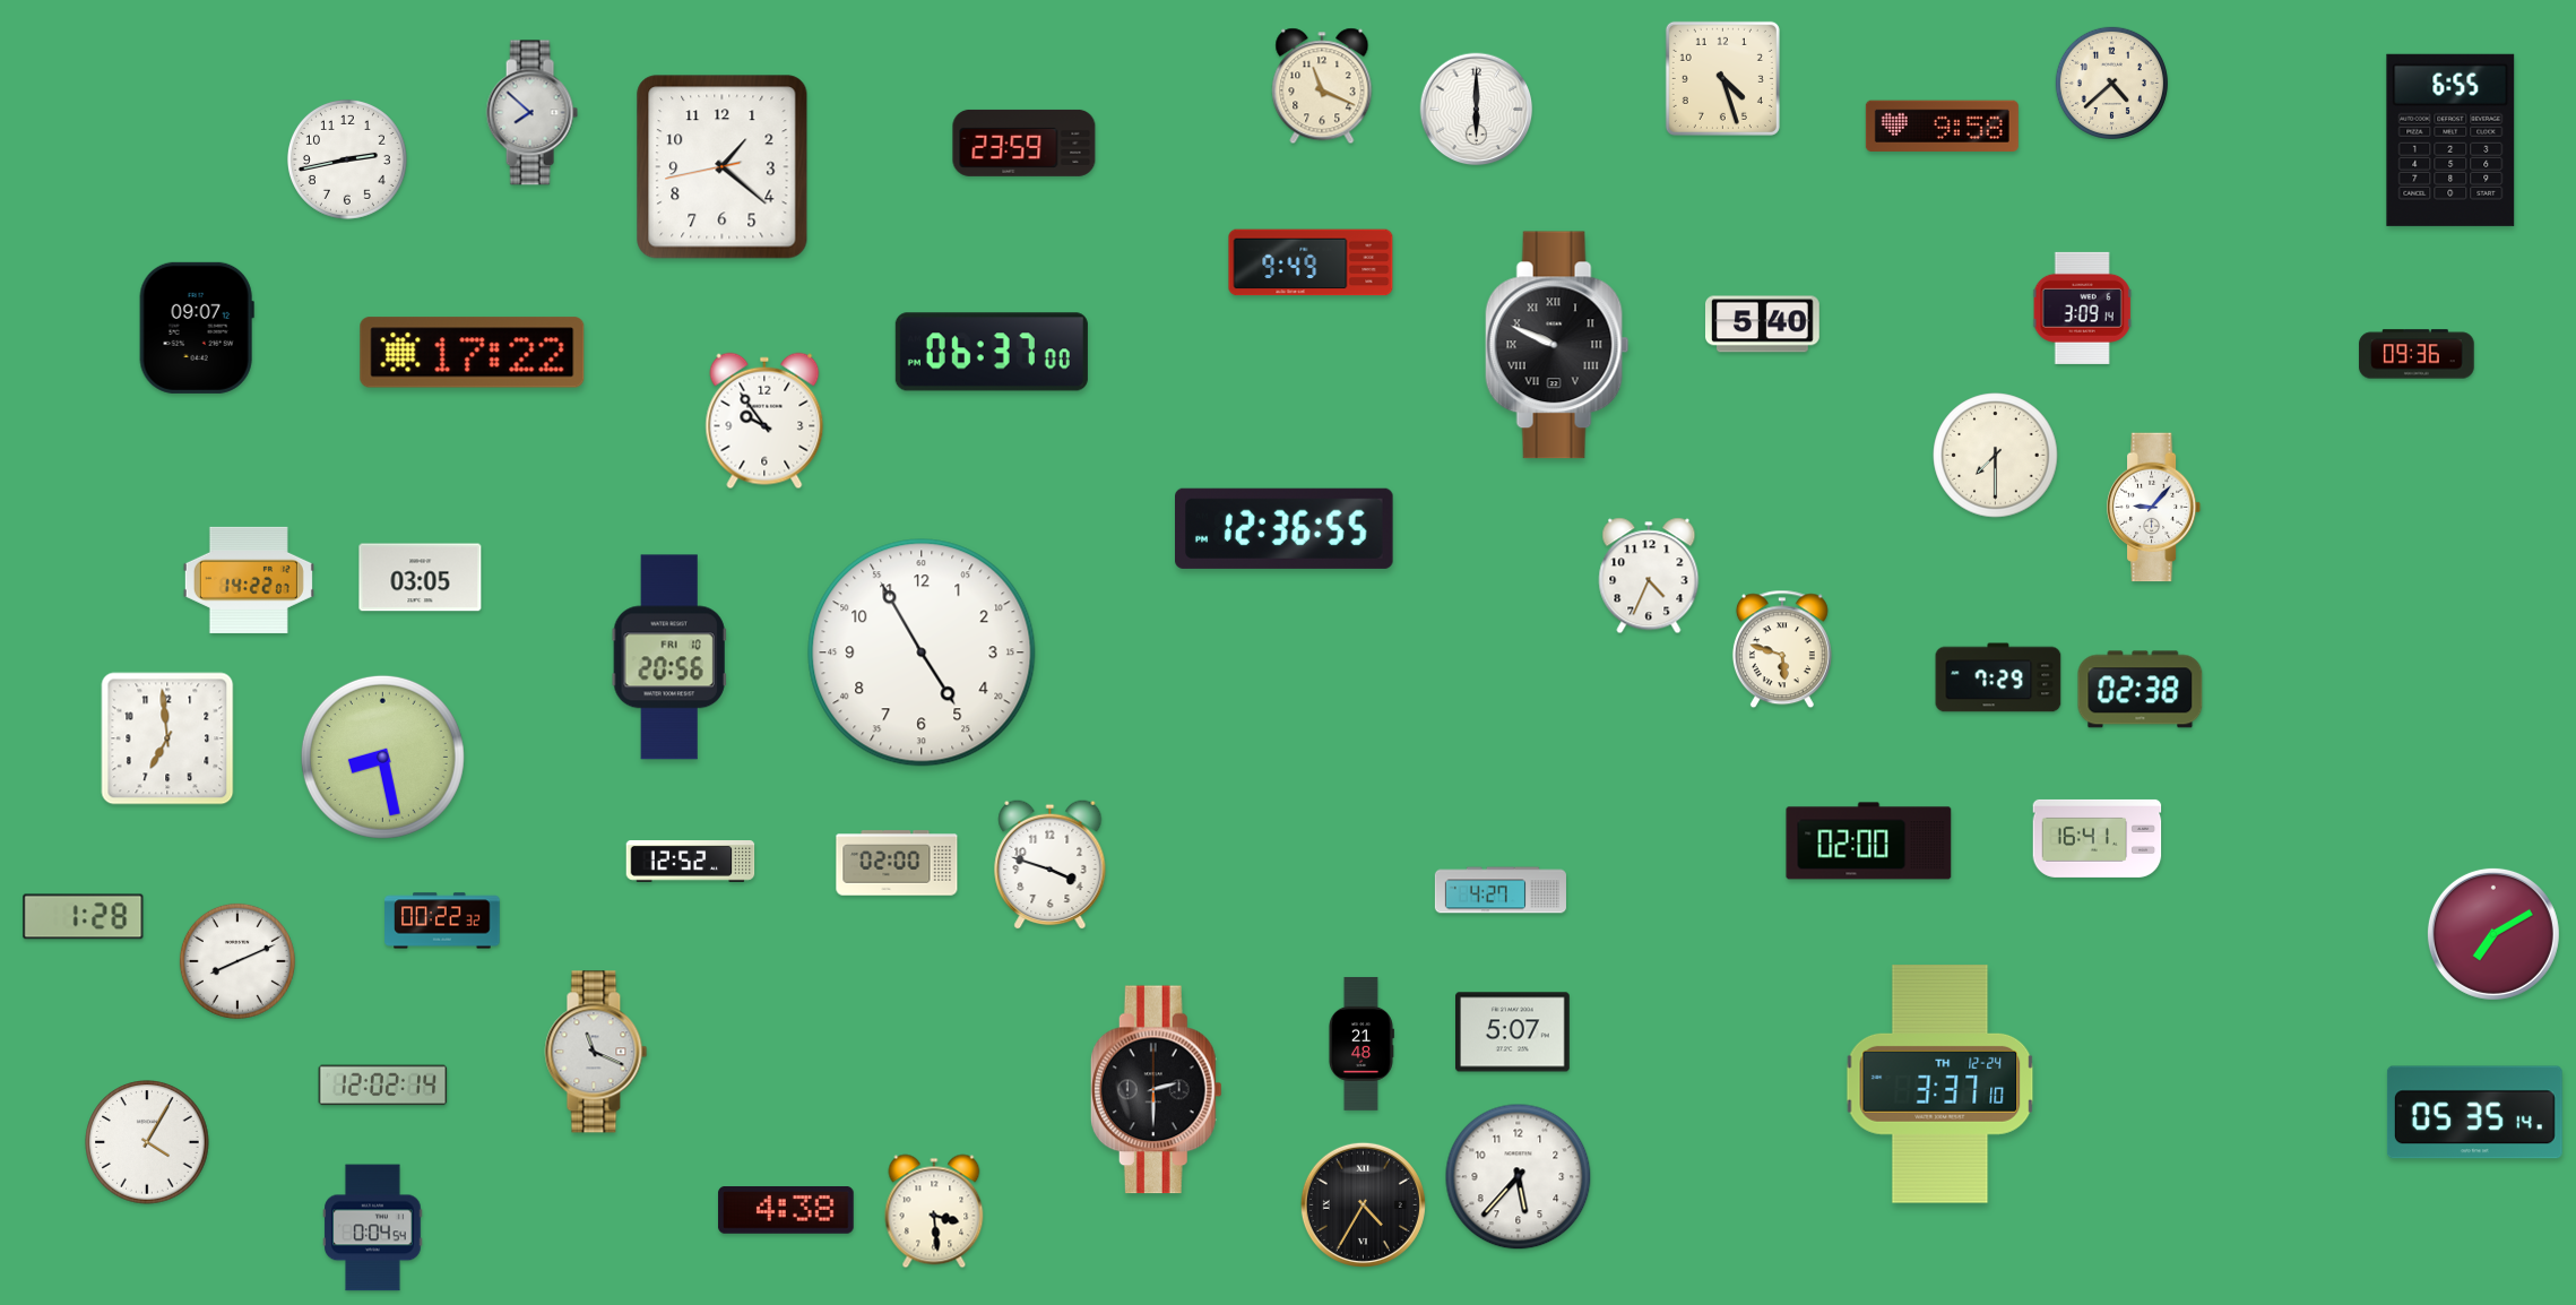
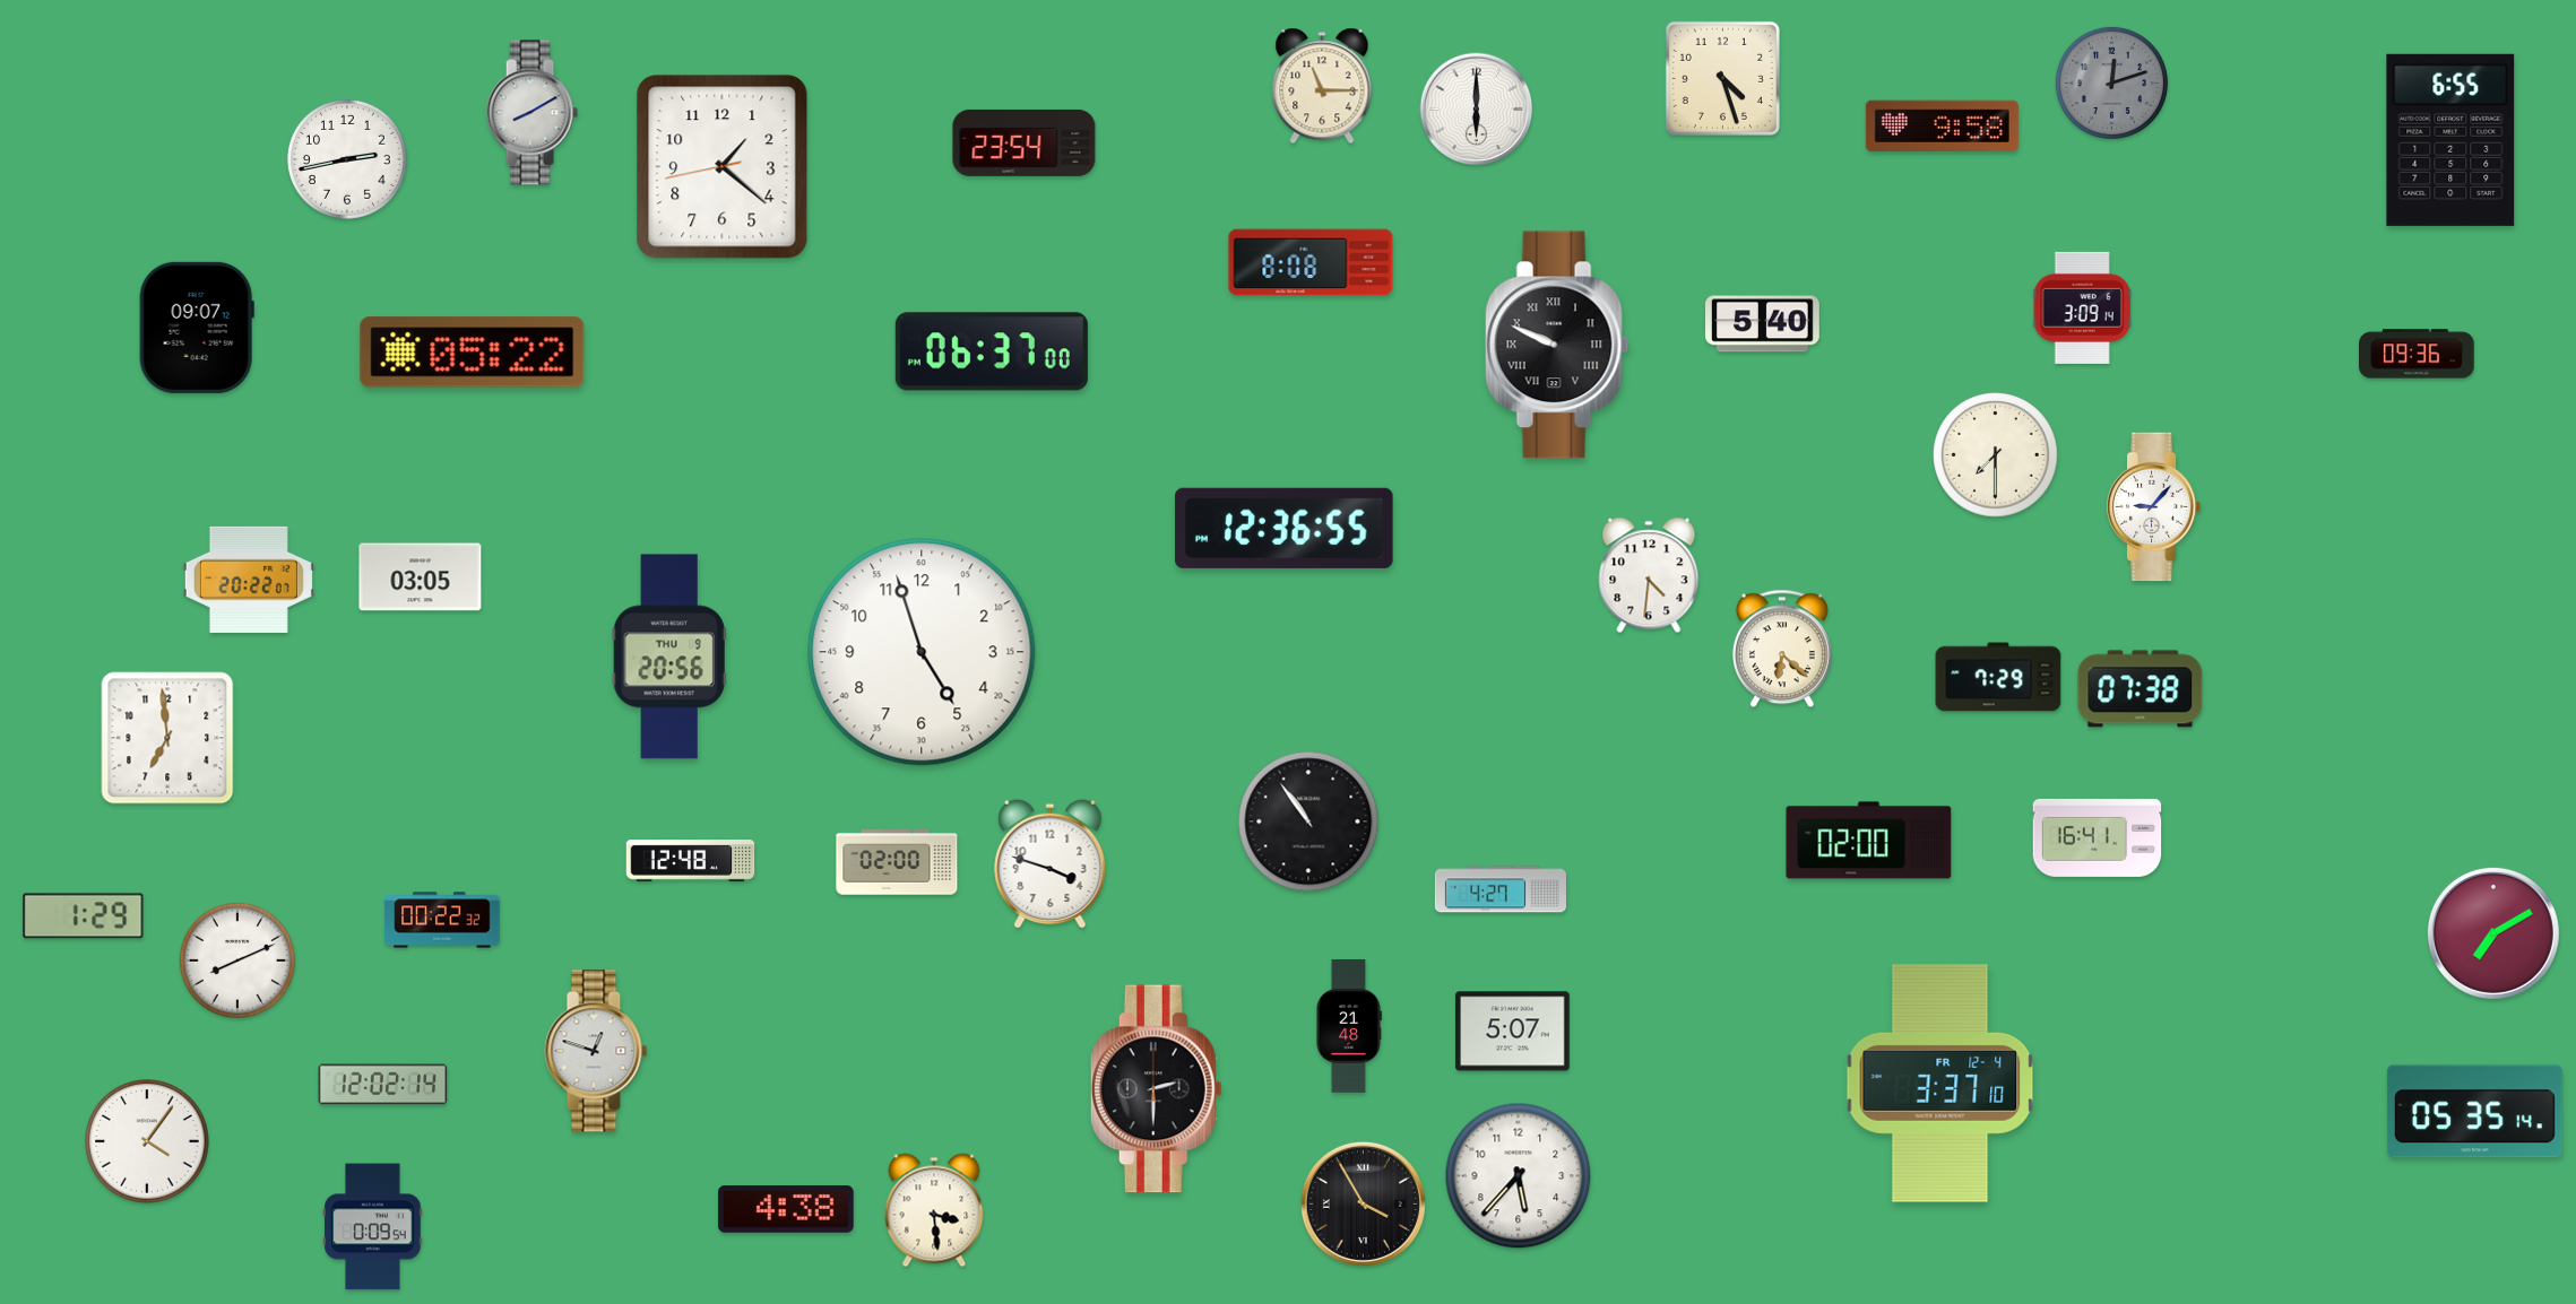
clock at (2111, 83): 4:38 -> 12:12
clock at (2111, 83) dial: cream -> grey
clock at (1322, 86): 11:19 -> 11:15
clock at (531, 113): 7:52 -> 8:10
clock at (1025, 142): 23:59 -> 23:54
clock at (1311, 262): 9:49 -> 8:08
clock at (473, 353): 17:22 -> 05:22
clock at (764, 421): 9:54 -> none
clock at (1649, 576): 4:34 -> 4:31
clock at (249, 580): 14:22 -> 20:22
clock at (1782, 649): 5:48 -> 6:22
clock at (922, 652): 4:55 -> 4:57
clock at (669, 657) date: FRI 10 -> THU 9
clock at (2141, 690): 02:38 -> 07:38
clock at (382, 757): 8:28 -> none
clock at (1308, 821): none -> 10:54
clock at (691, 862): 12:52 -> 12:48
clock at (84, 917): 1:28 -> 1:29
clock at (1360, 1044) position: (1360, 1044) -> (1348, 1026)
clock at (596, 1052): 11:19 -> 12:48
clock at (1940, 1084) date: TH 12-24 -> FR 12-4
clock at (147, 1142): 4:05 -> 4:06
clock at (1363, 1204): 4:35 -> 3:55
clock at (373, 1228): 0:04 -> 0:09
